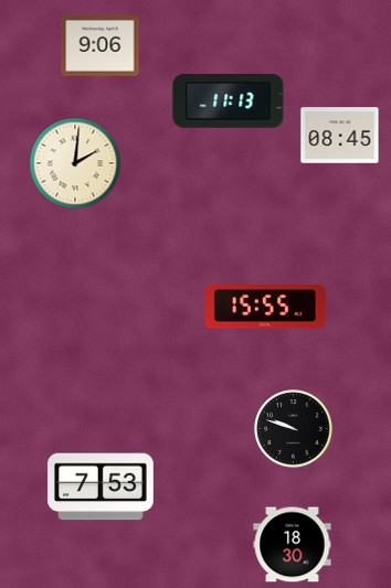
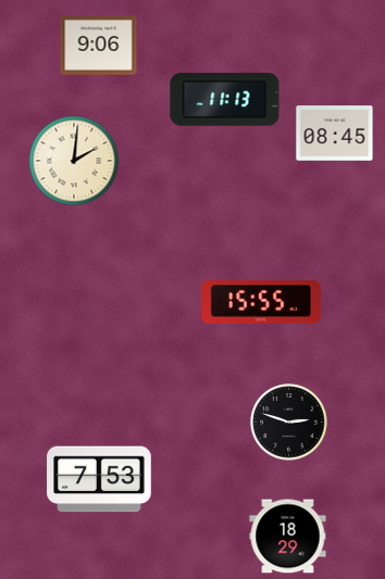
clock at (294, 429): 9:48 -> 2:48
clock at (293, 545): 18:30 -> 18:29
